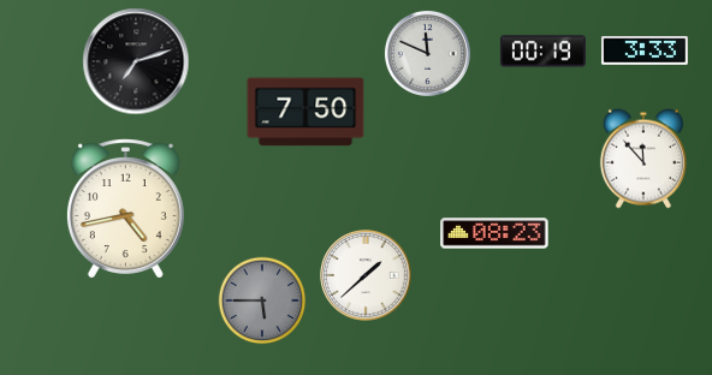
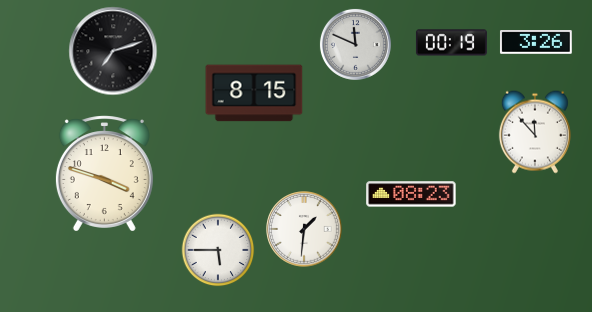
clock at (645, 52): 3:33 -> 3:26
clock at (305, 112): 7:50 -> 8:15
clock at (125, 209): 4:43 -> 3:48
clock at (366, 275): 1:38 -> 1:31
clock at (262, 300) dial: grey -> white
